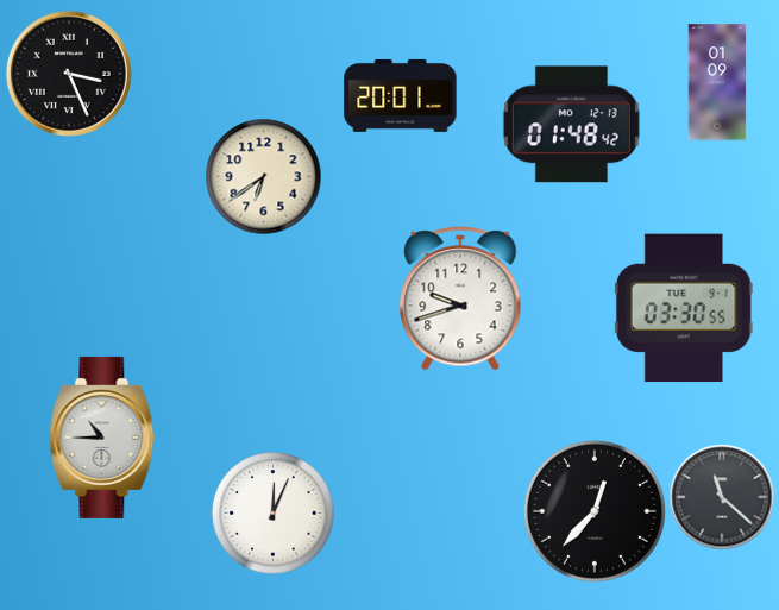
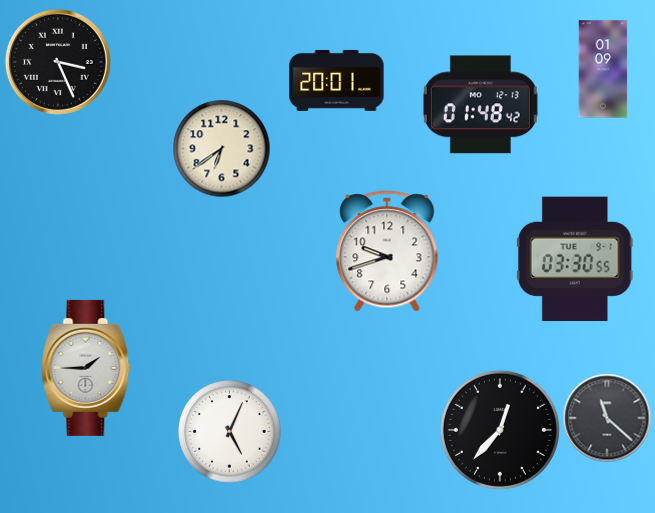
clock at (102, 438): 10:45 -> 1:45
clock at (274, 514): 12:04 -> 5:04
